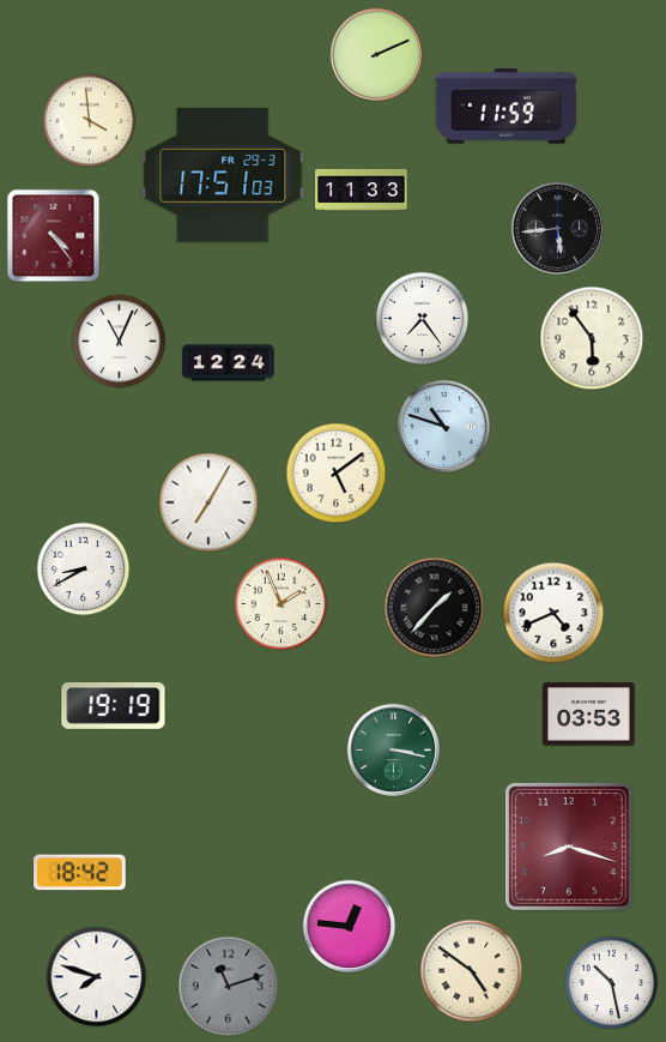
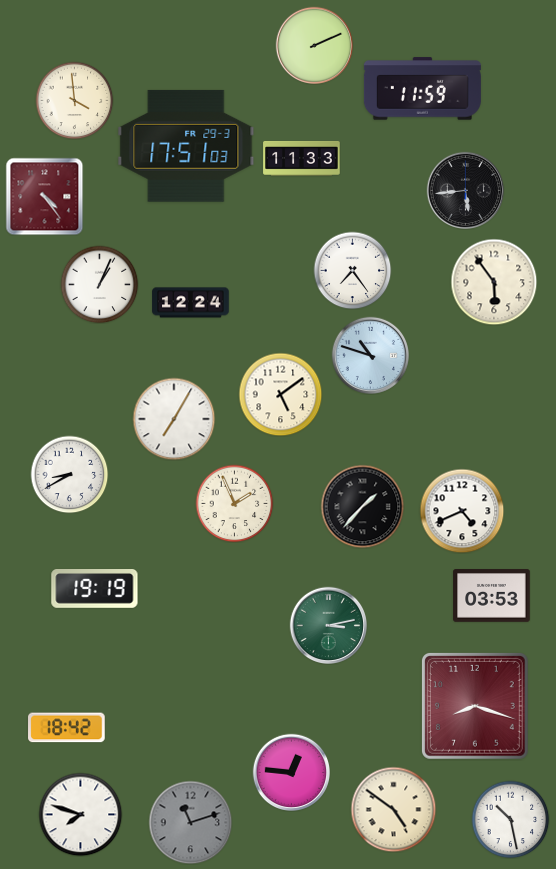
clock at (422, 318) position: (422, 318) -> (352, 270)
clock at (119, 341): 11:04 -> 1:04
clock at (393, 749): 3:17 -> 3:13
